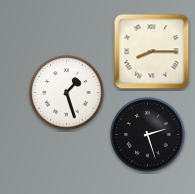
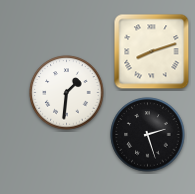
clock at (152, 52): 8:15 -> 8:12
clock at (67, 93): 1:27 -> 1:31
